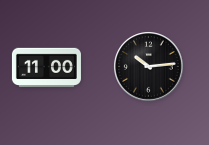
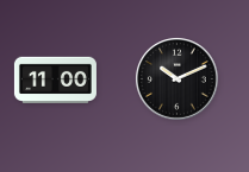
clock at (149, 67): 10:14 -> 10:11
